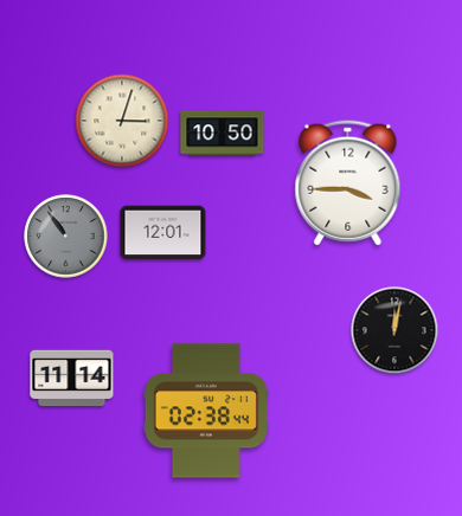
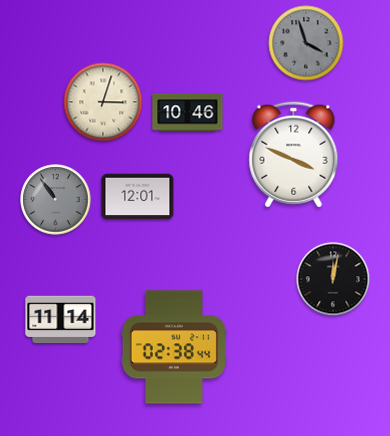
clock at (306, 43): none -> 3:57
clock at (223, 134): 10:50 -> 10:46
clock at (348, 183): 3:45 -> 3:49
